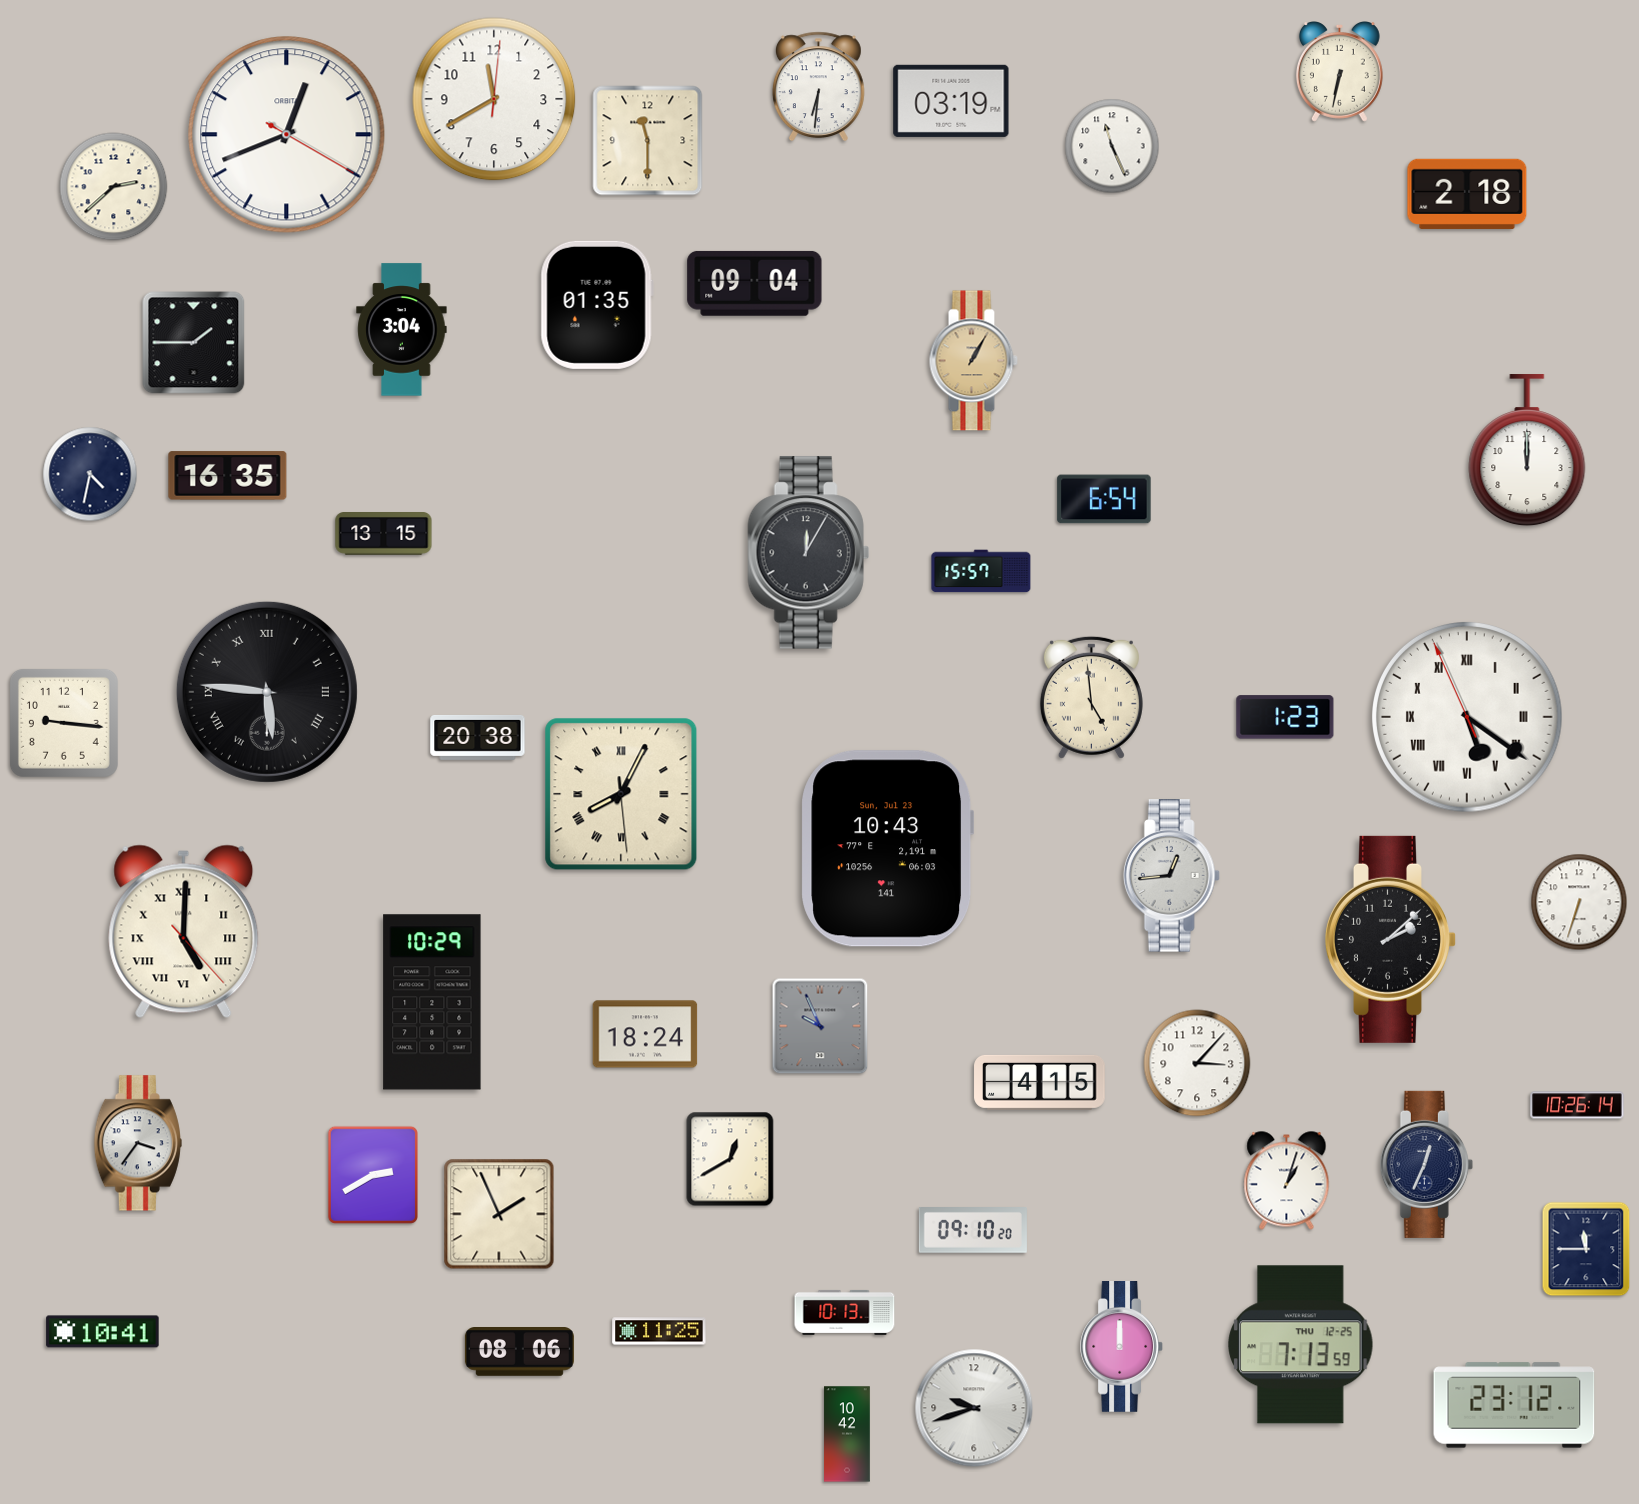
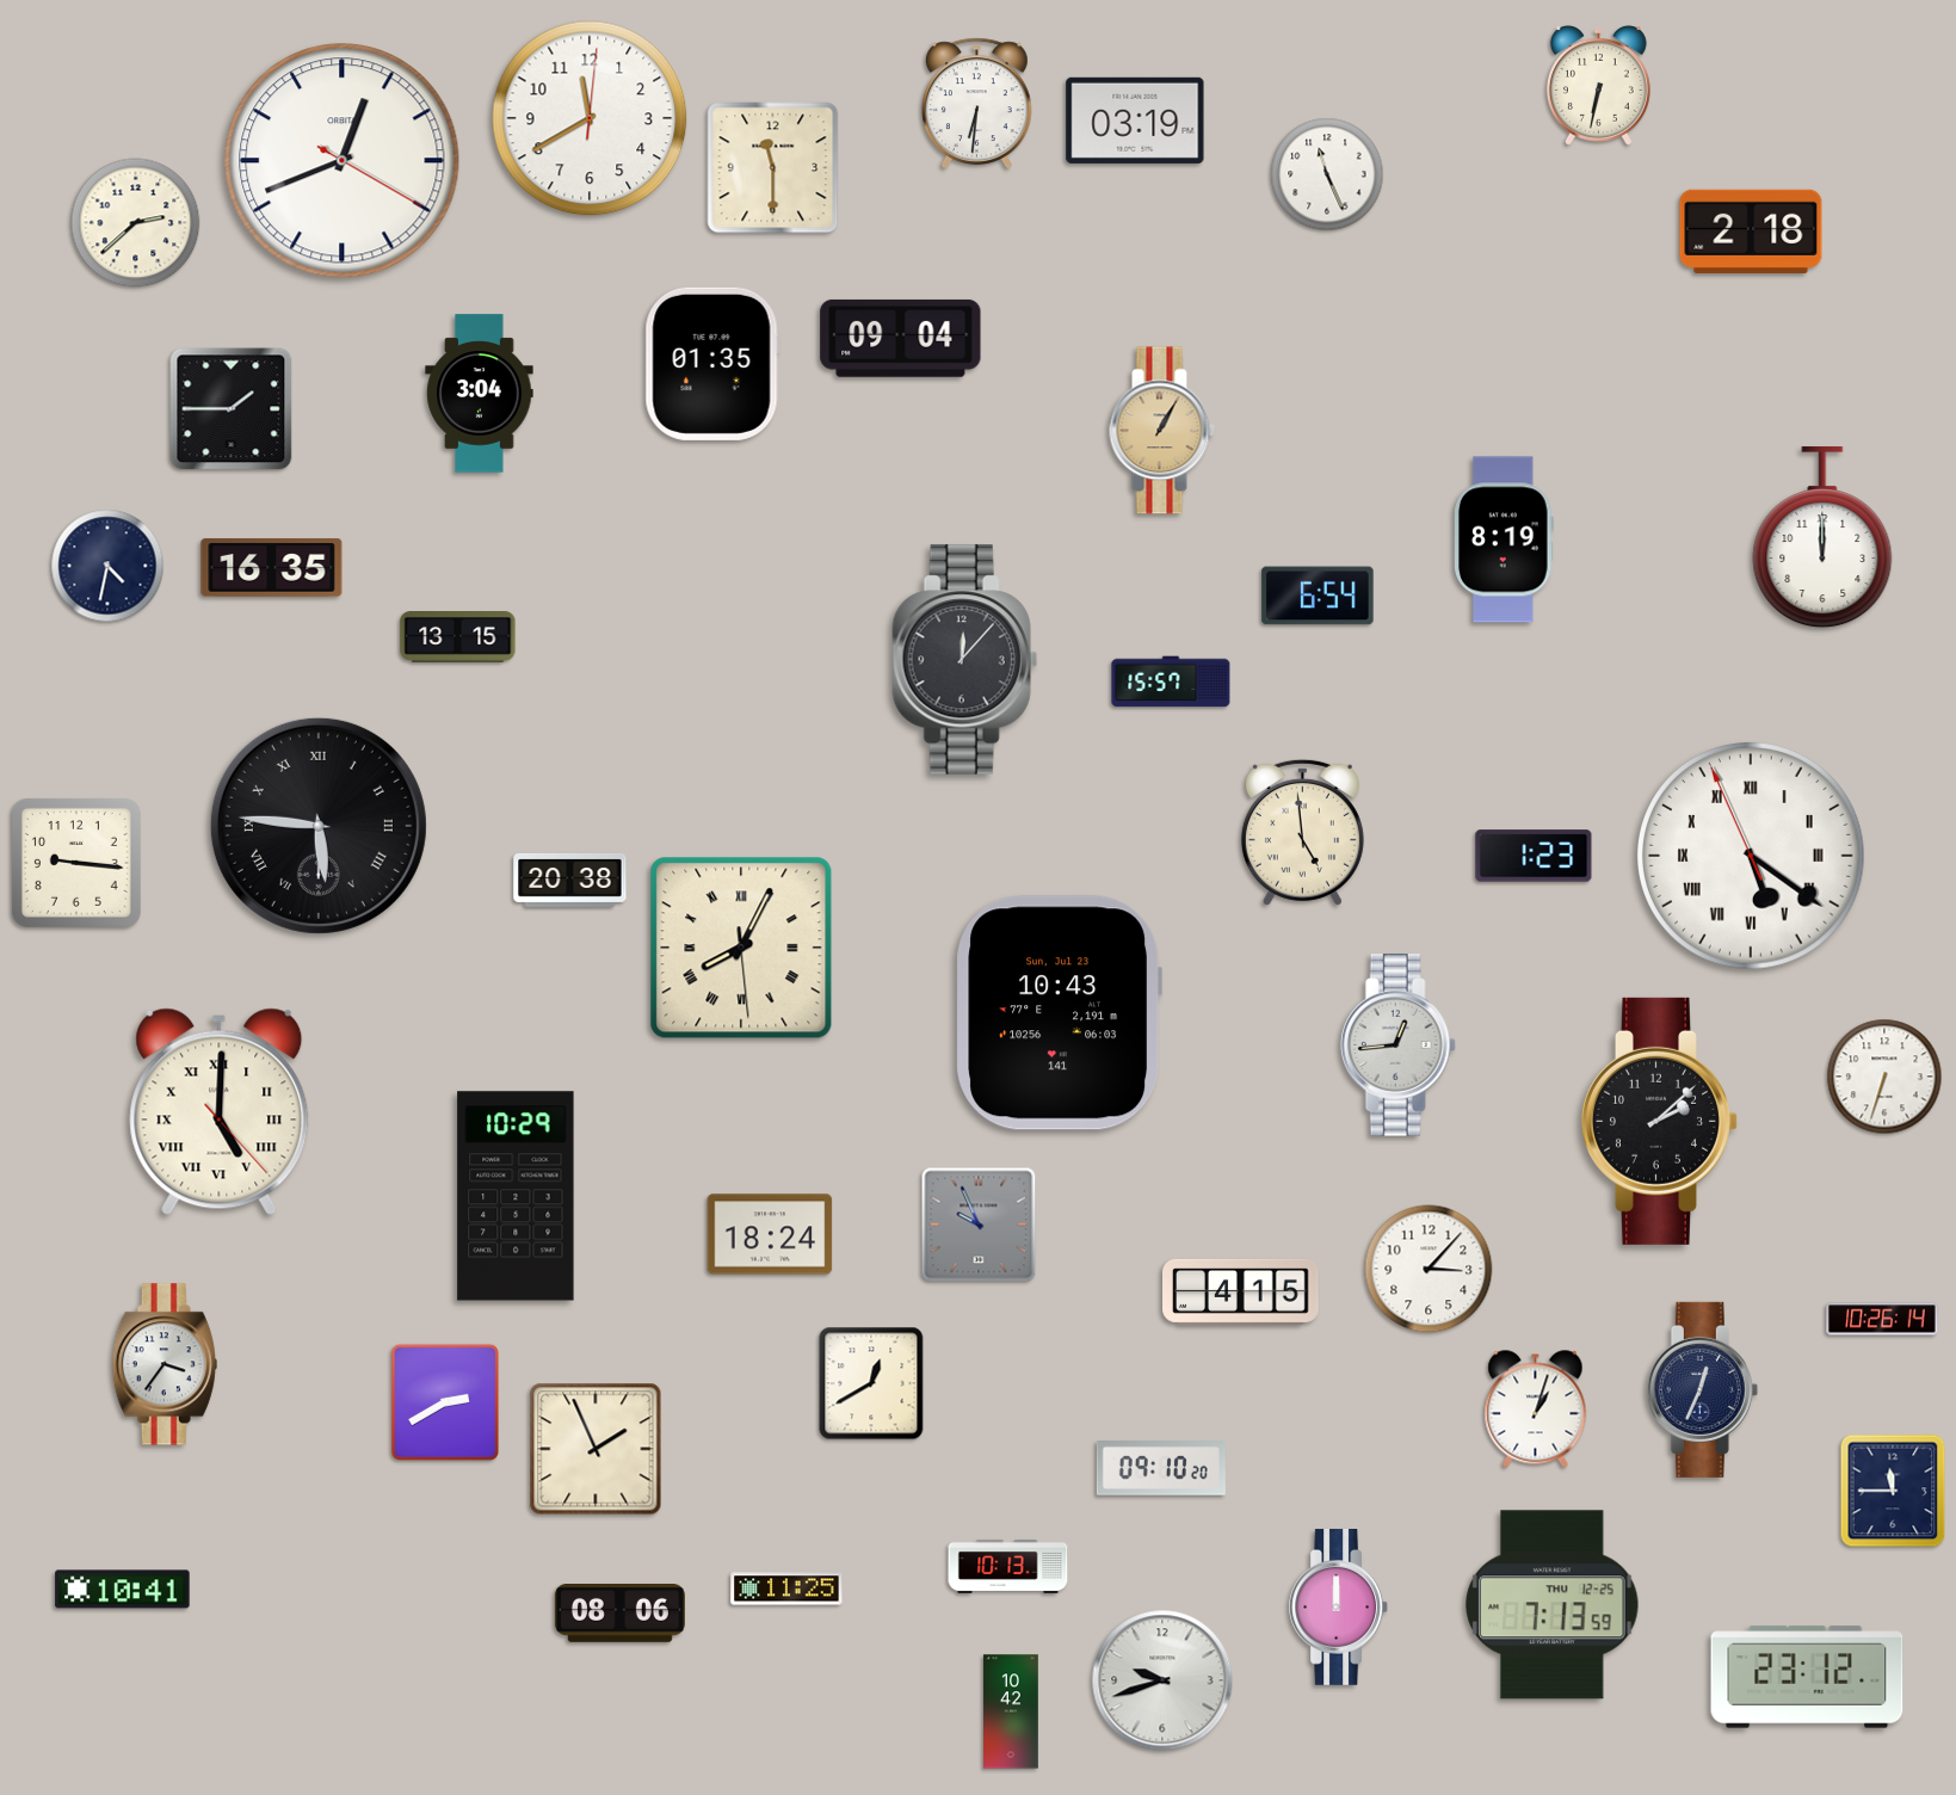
clock at (1505, 539): none -> 8:19
clock at (808, 553): 12:05 -> 12:07
